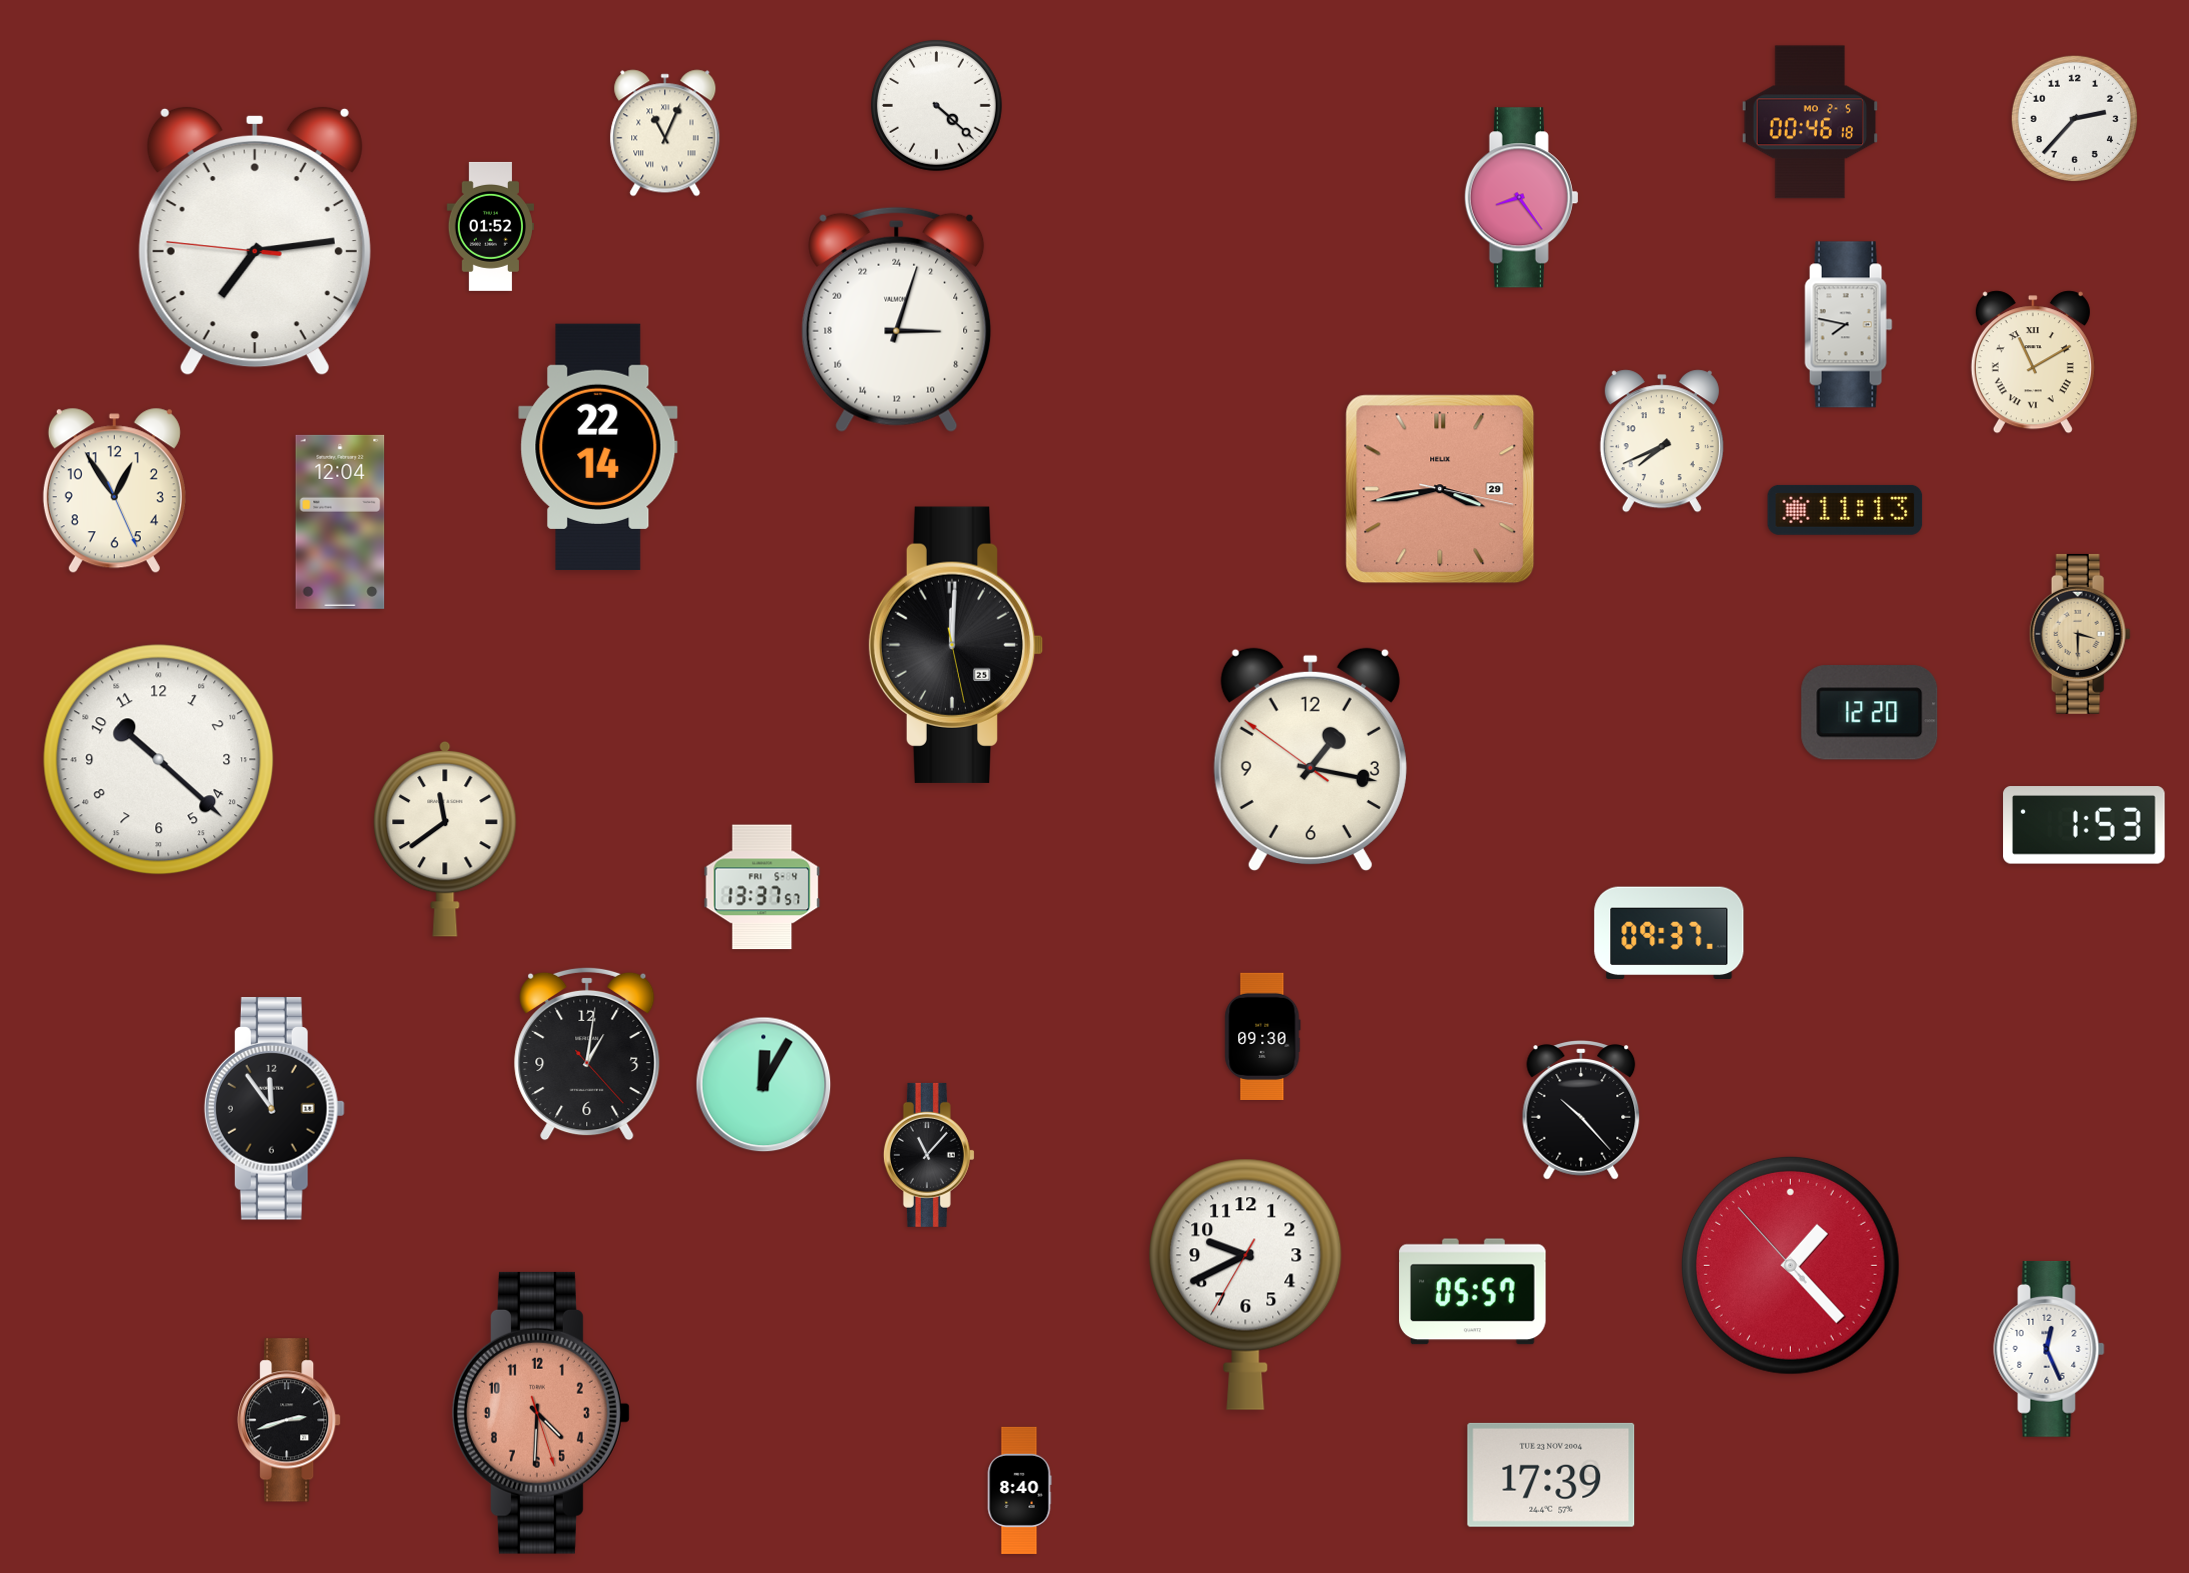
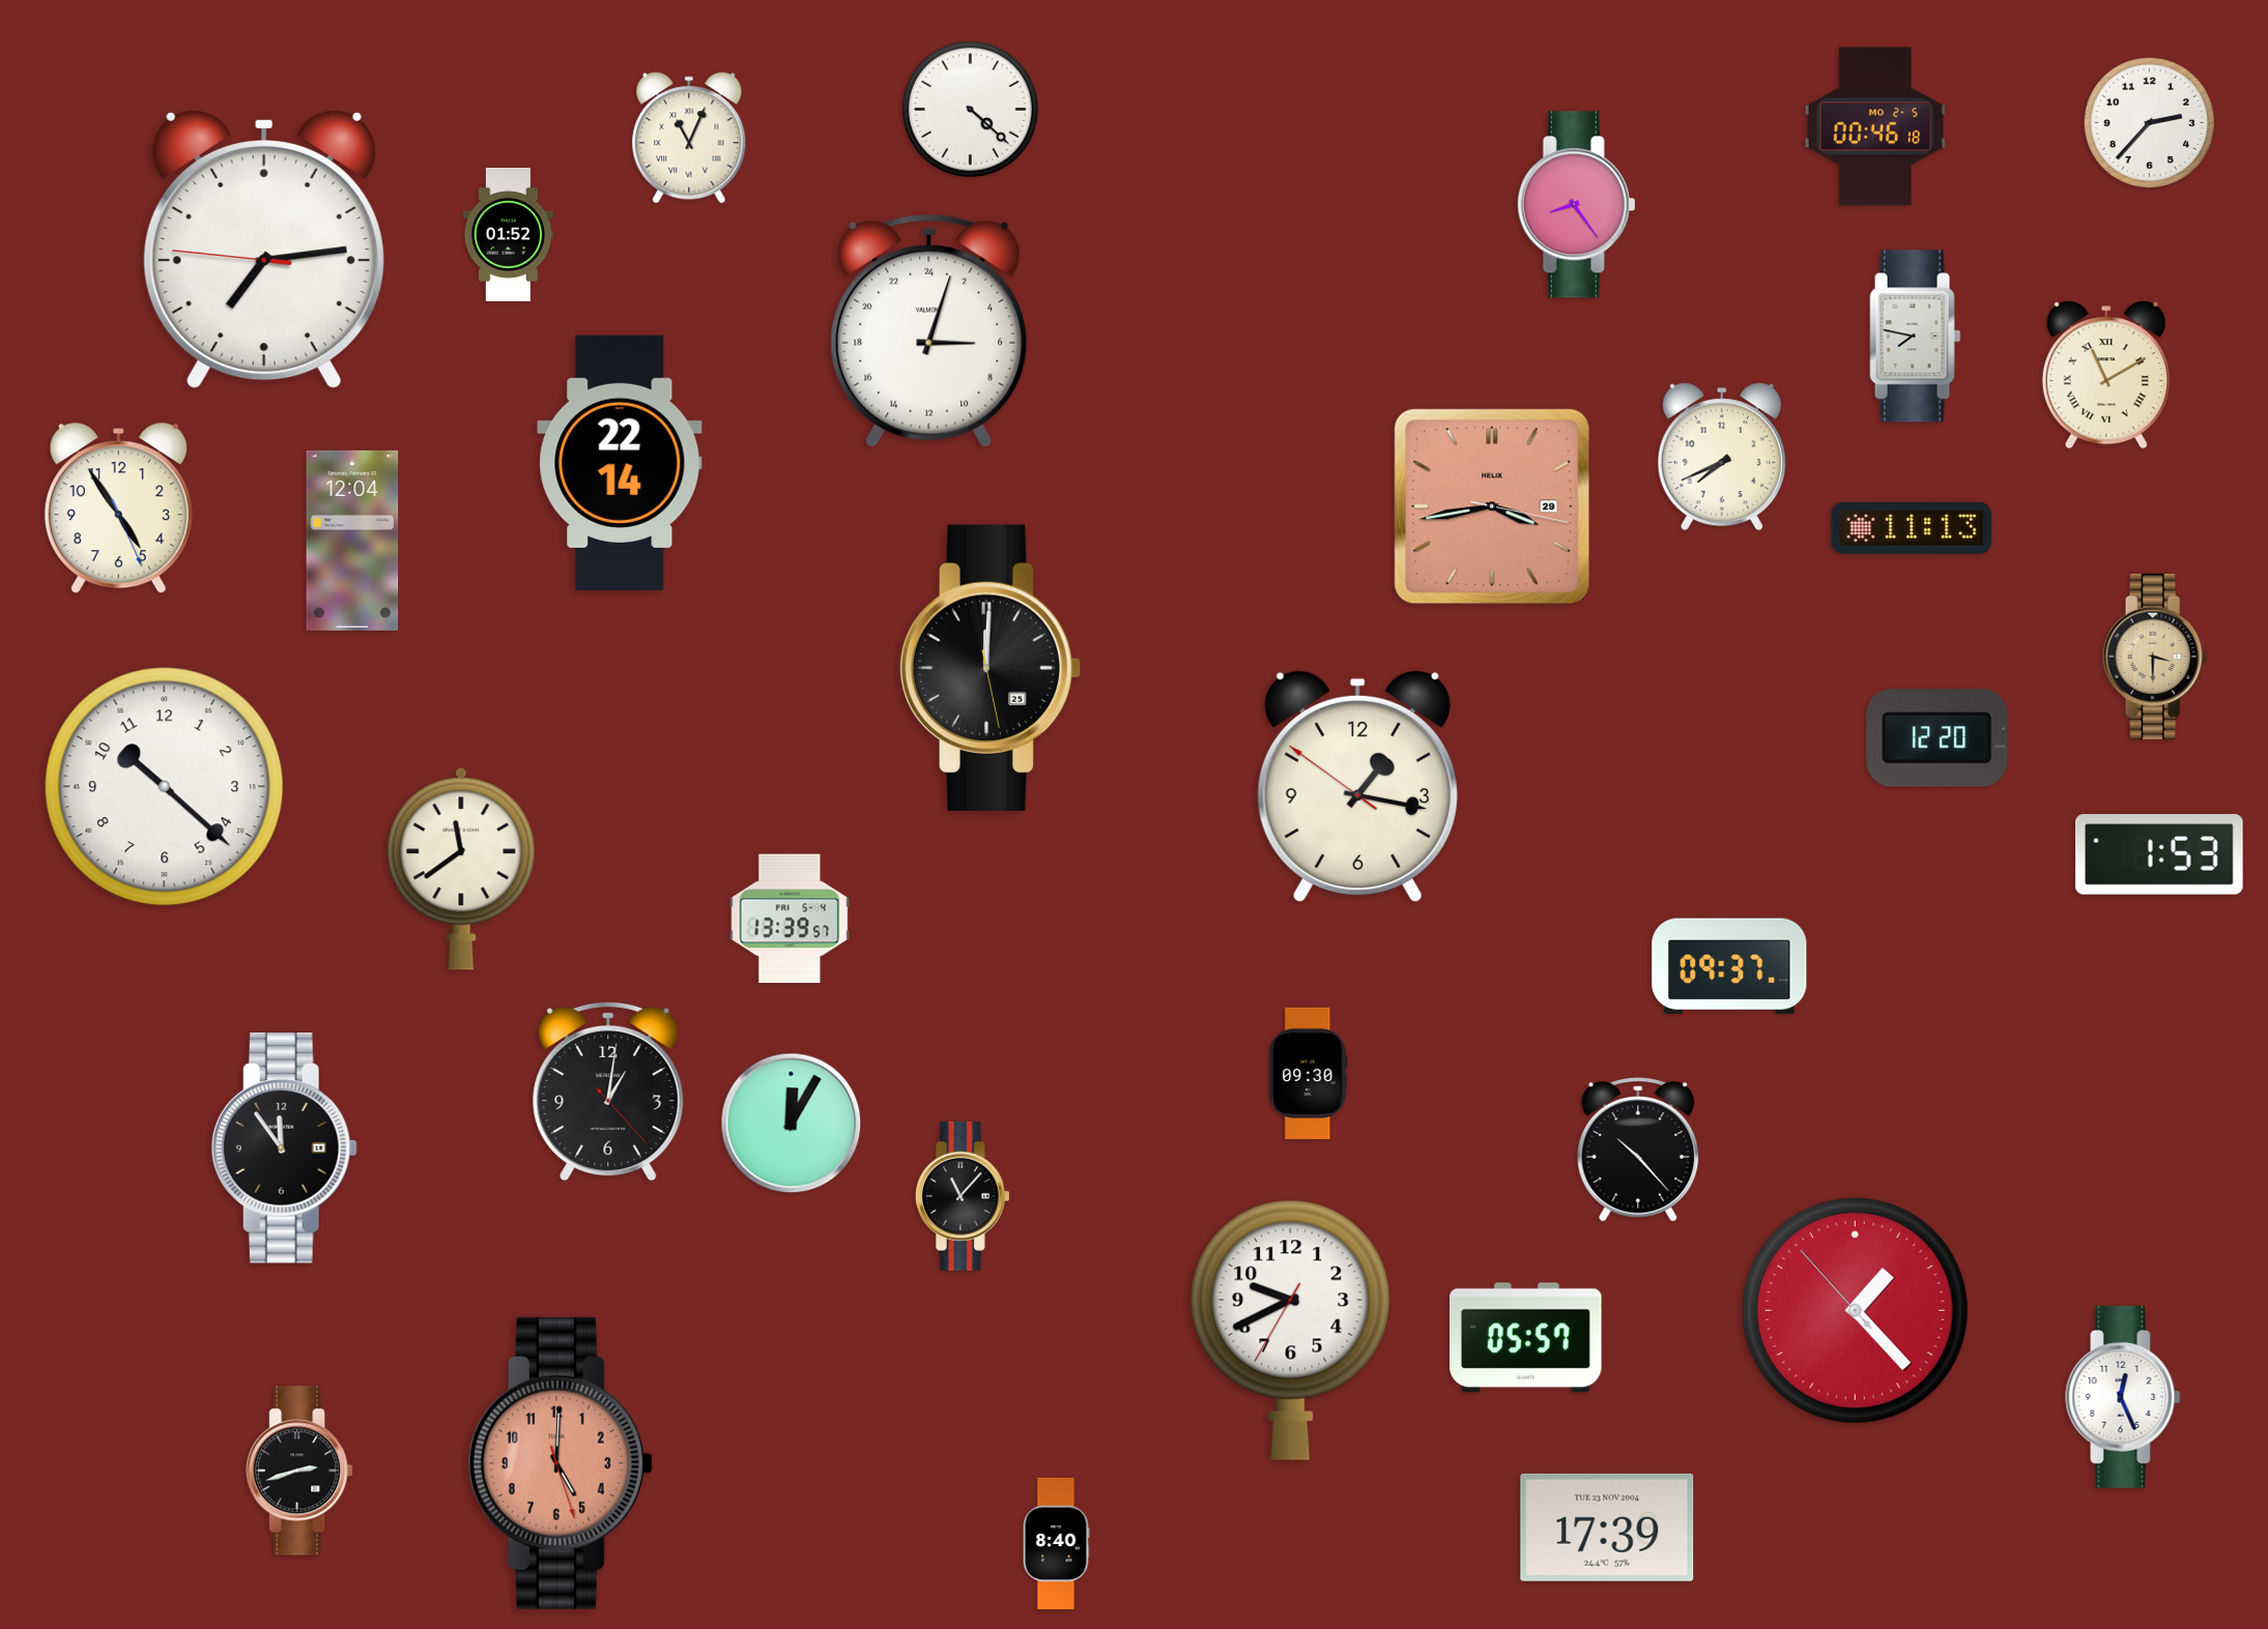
clock at (114, 491): 12:54 -> 4:54
clock at (762, 887): 13:37 -> 13:39
clock at (541, 1413): 4:30 -> 5:00
